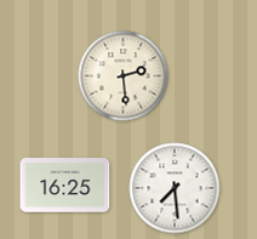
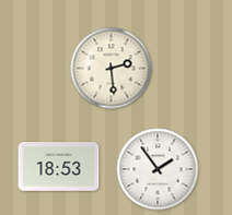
clock at (65, 186): 16:25 -> 18:53
clock at (175, 188): 7:29 -> 1:54
